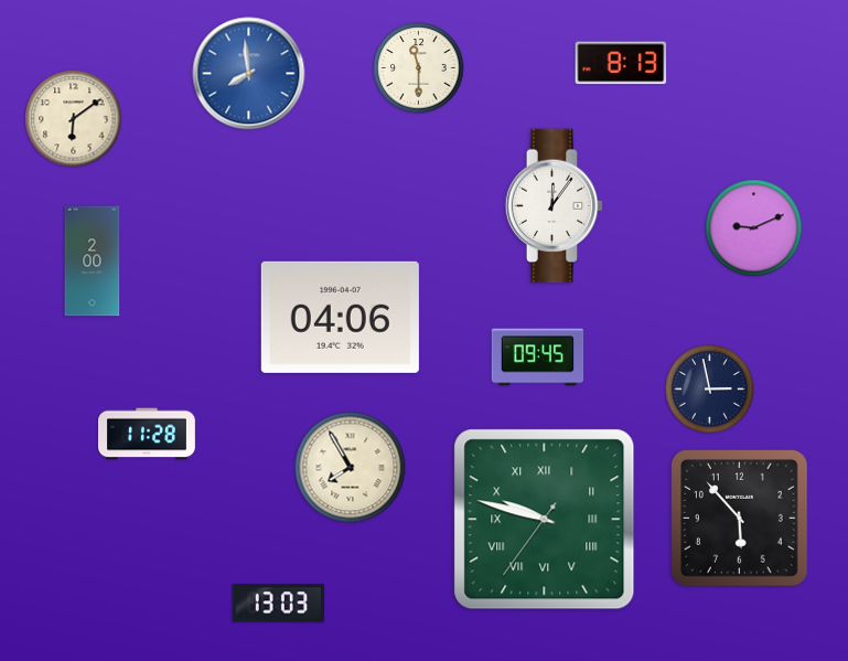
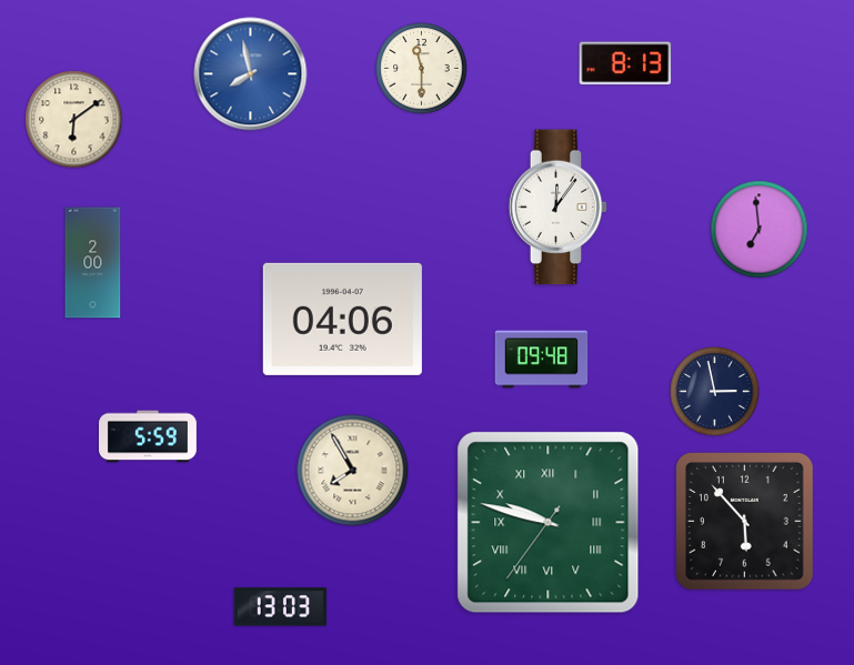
clock at (249, 74): 7:59 -> 7:58
clock at (754, 228): 9:11 -> 6:59
clock at (538, 358): 09:45 -> 09:48
clock at (148, 434): 11:28 -> 5:59
